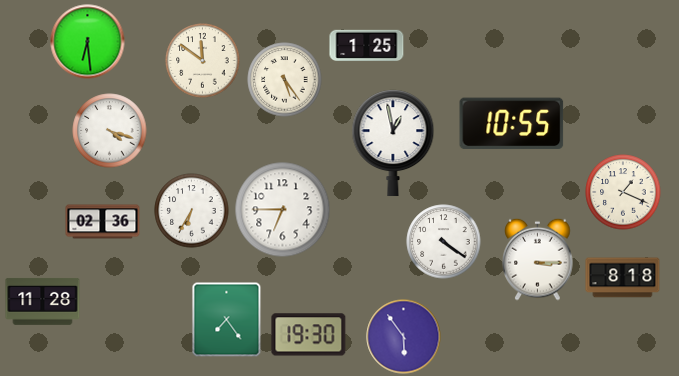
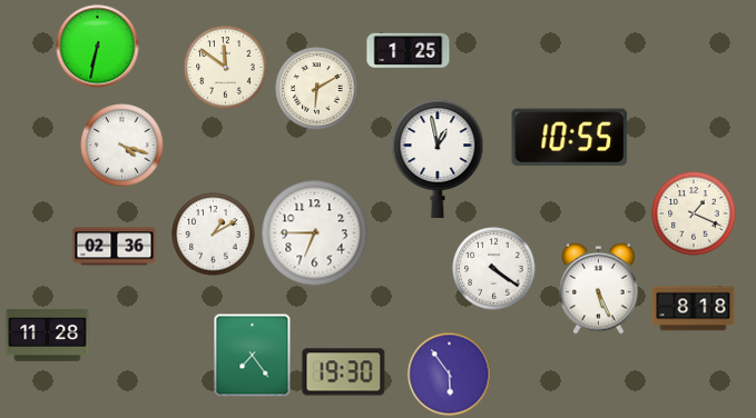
clock at (88, 42): 6:29 -> 6:32
clock at (285, 80): 5:24 -> 6:10
clock at (192, 211): 6:35 -> 1:10
clock at (538, 259): 3:15 -> 5:26
